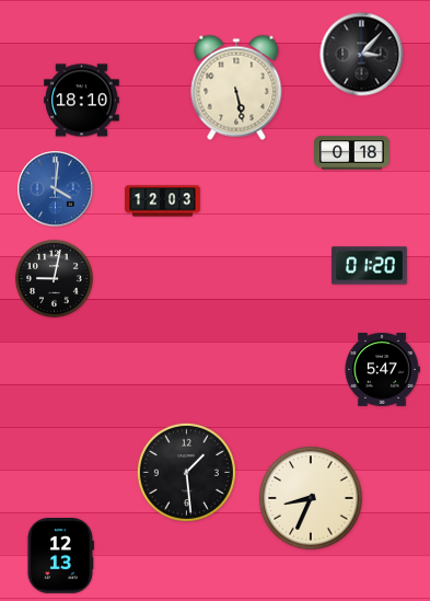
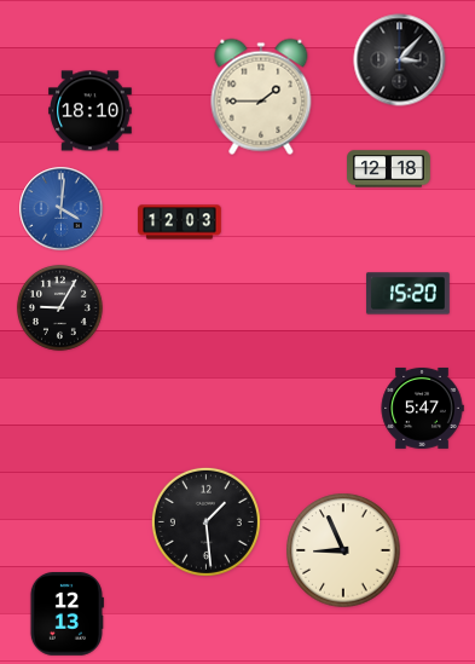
clock at (236, 88): 5:28 -> 1:45
clock at (352, 153): 0:18 -> 12:18
clock at (370, 266): 01:20 -> 15:20
clock at (54, 278): 9:02 -> 9:05
clock at (311, 498): 8:34 -> 8:56
